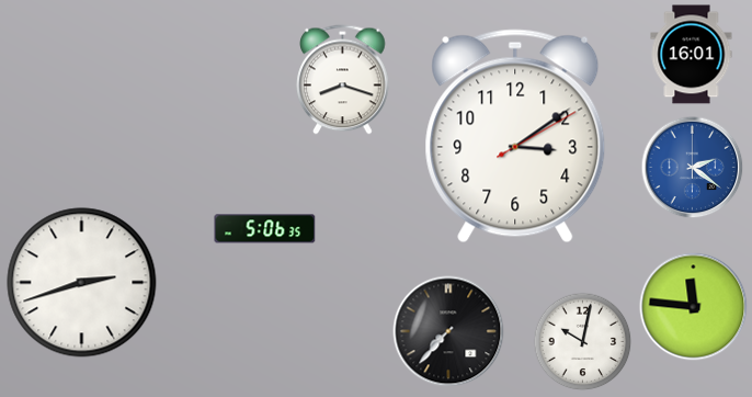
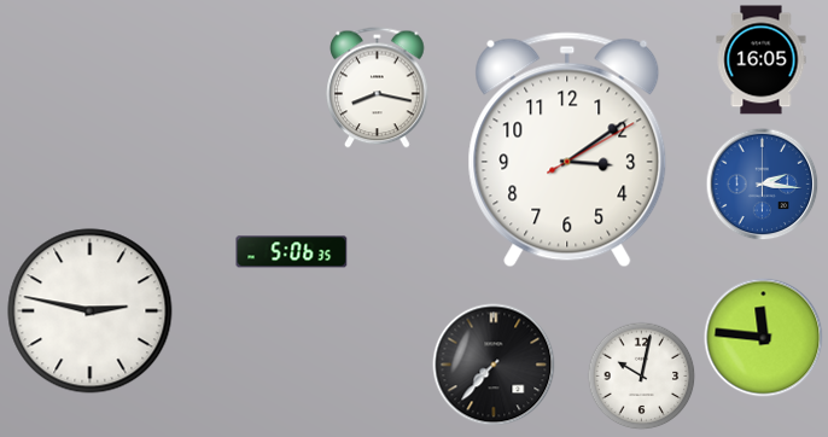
clock at (692, 55): 16:01 -> 16:05
clock at (343, 80): 8:18 -> 8:17
clock at (692, 167): 2:21 -> 2:16
clock at (82, 283): 2:42 -> 2:47
